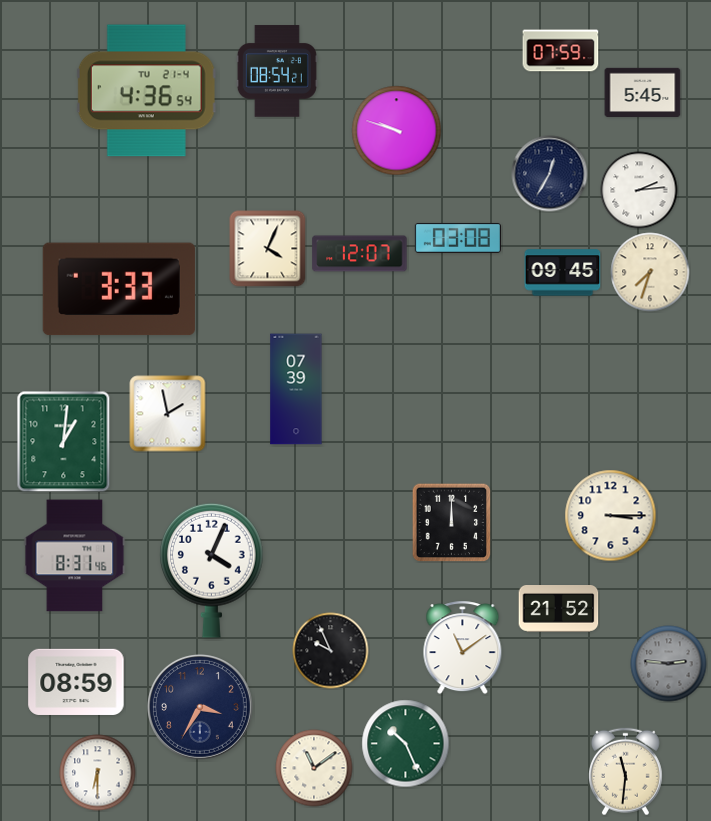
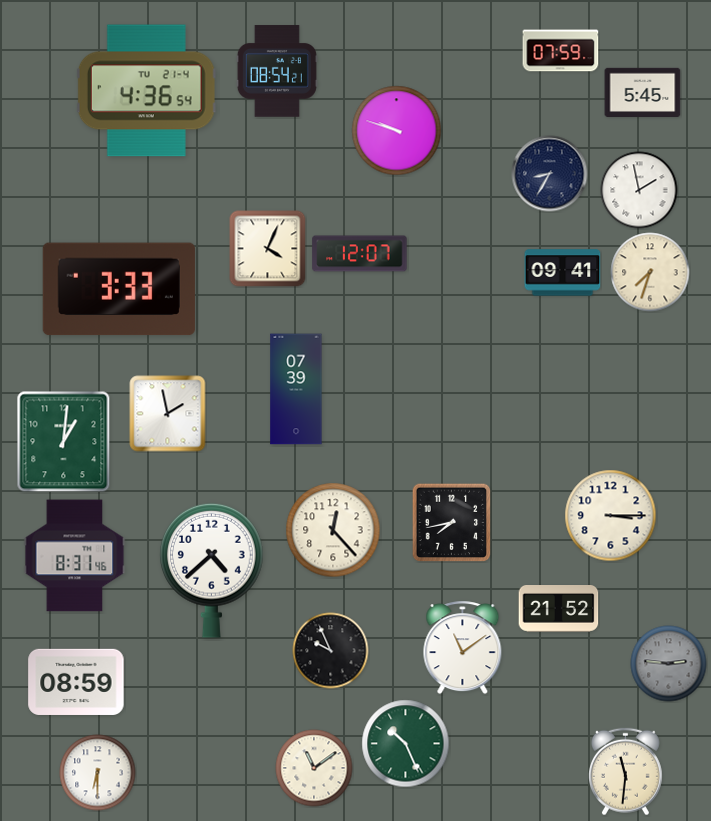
clock at (550, 174): 12:35 -> 8:35
clock at (639, 190): 2:14 -> 1:58
clock at (458, 238): 03:08 -> none
clock at (563, 273): 09:45 -> 09:41
clock at (451, 522): 12:00 -> 7:43
clock at (333, 530): none -> 12:23
clock at (212, 570): 4:04 -> 4:38
clock at (200, 707): 3:35 -> none
